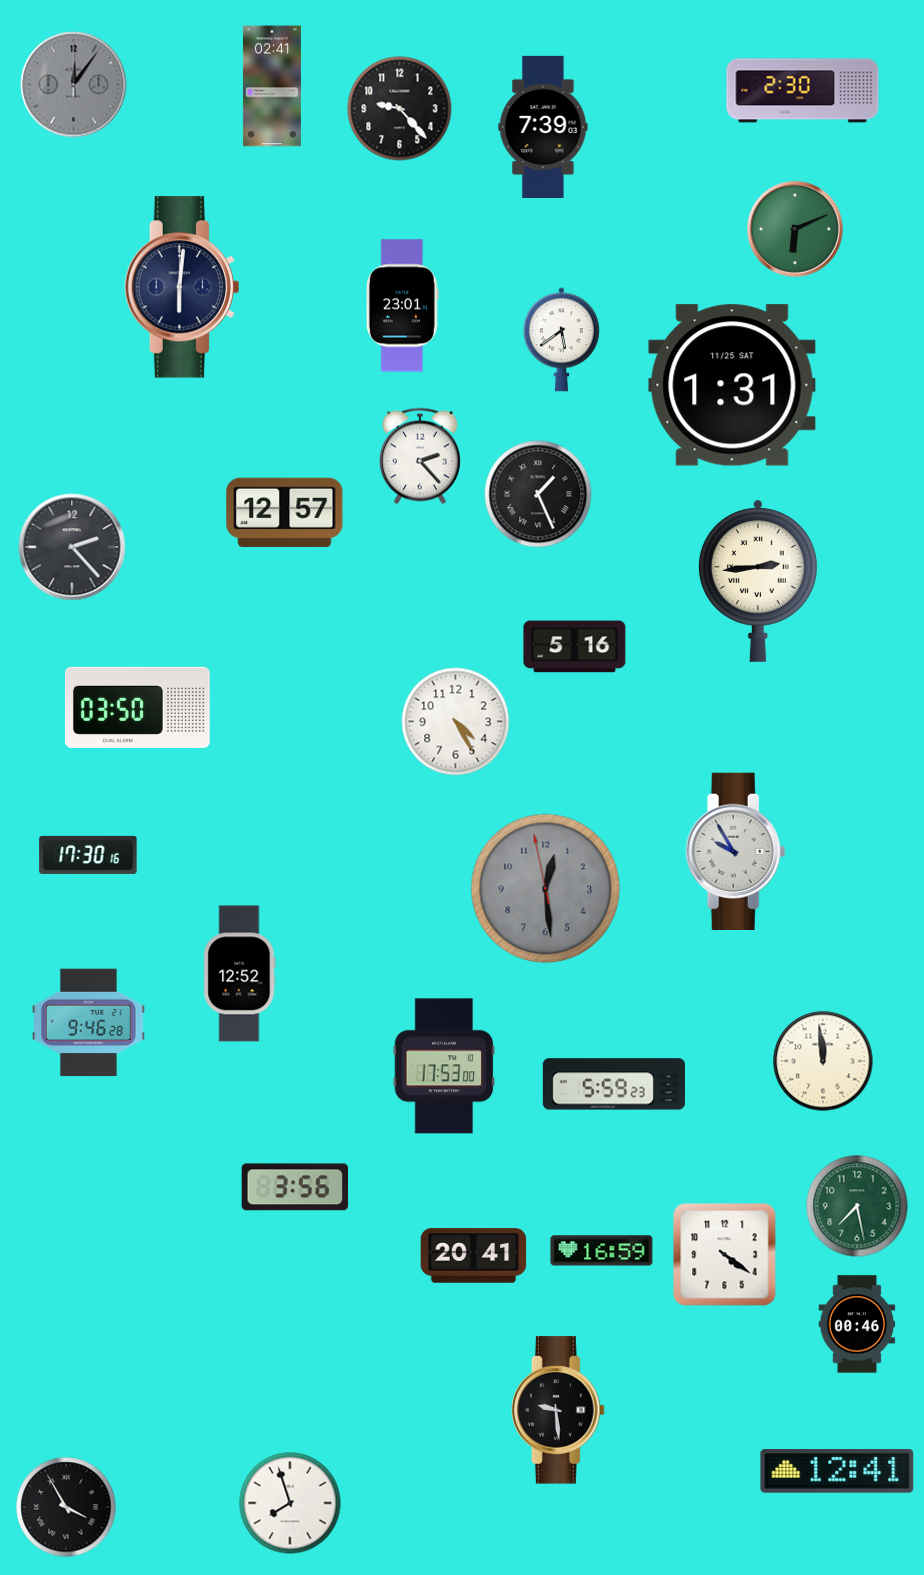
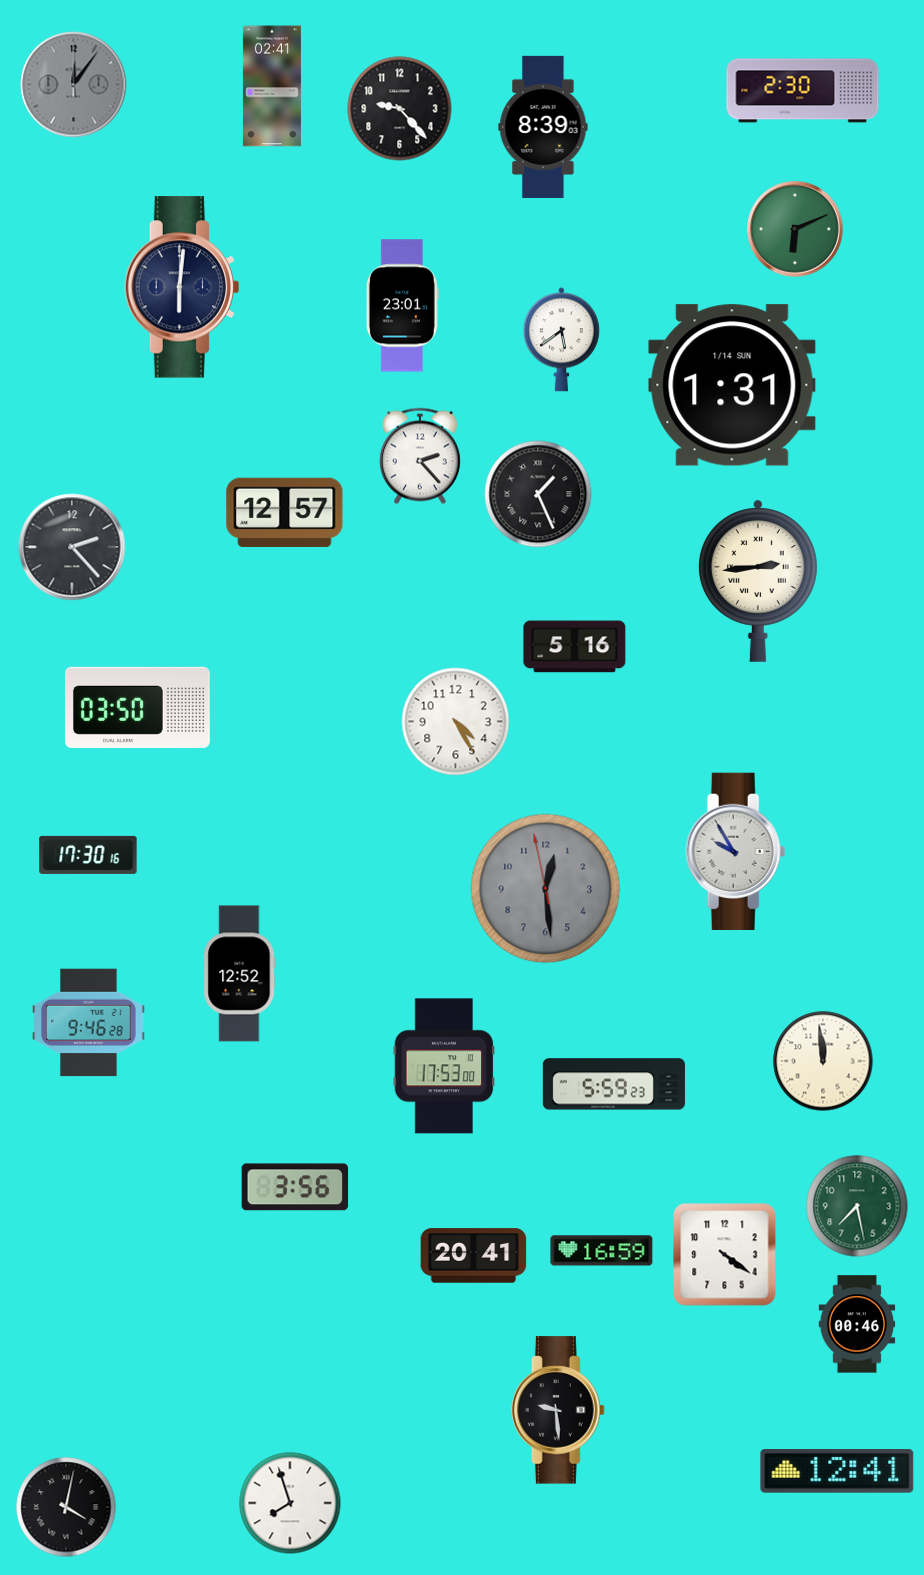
clock at (543, 127): 7:39 -> 8:39
clock at (732, 385) date: 11/25 SAT -> 1/14 SUN
clock at (66, 1507): 3:55 -> 4:02
